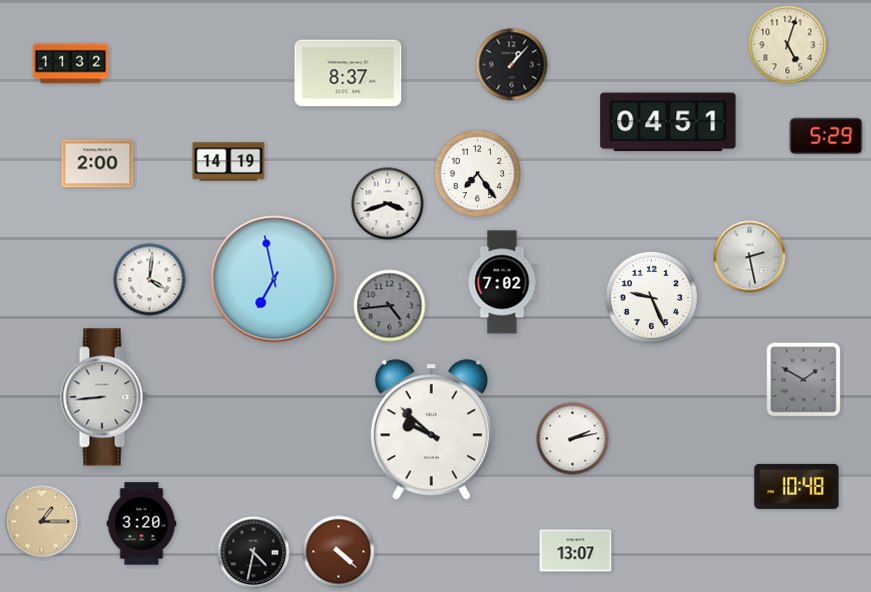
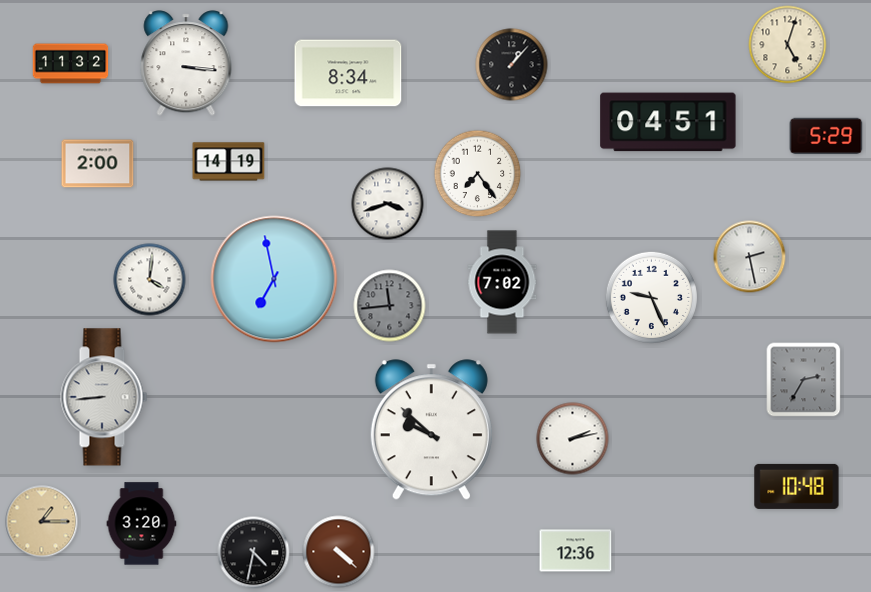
clock at (186, 63): none -> 3:16
clock at (348, 73): 8:37 -> 8:34
clock at (390, 306): 4:44 -> 11:44
clock at (804, 380): 1:50 -> 2:35
clock at (576, 551): 13:07 -> 12:36
